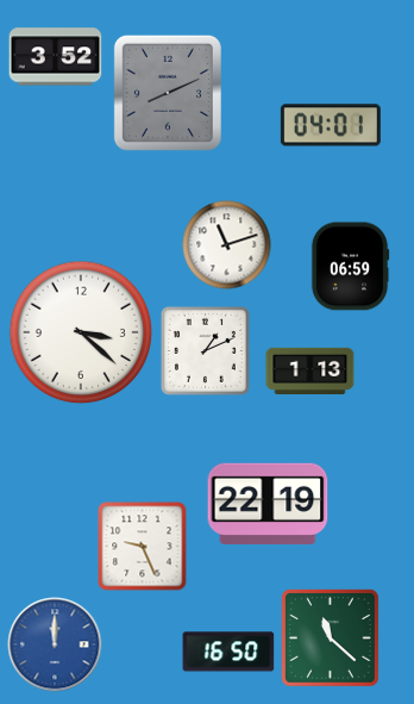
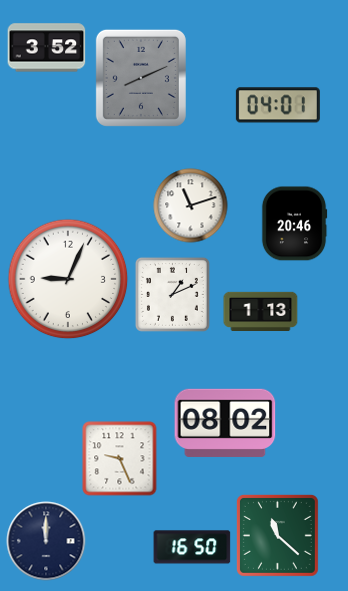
clock at (350, 267): 06:59 -> 20:46
clock at (81, 332): 3:22 -> 9:04
clock at (268, 504): 22:19 -> 08:02
clock at (55, 644) dial: blue -> navy
